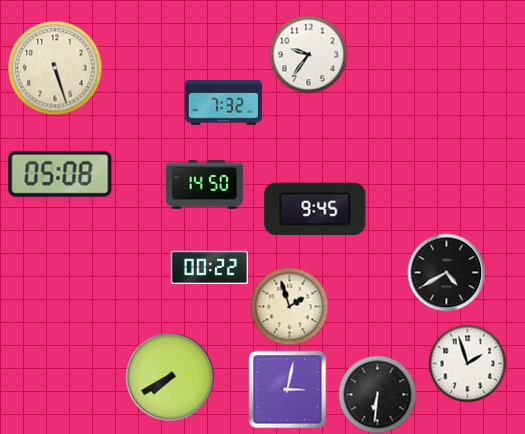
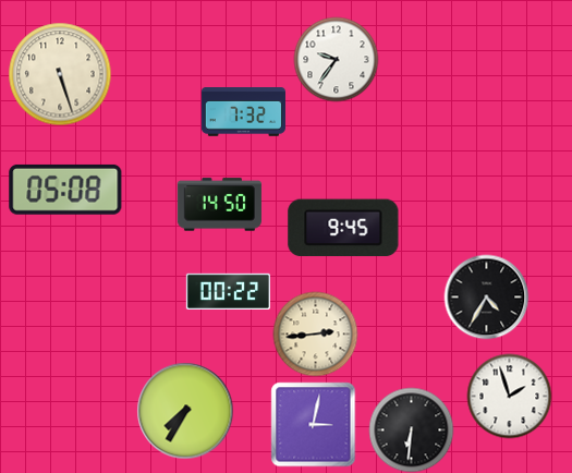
clock at (204, 185) position: (204, 185) -> (219, 205)
clock at (446, 272): 4:40 -> 4:35
clock at (289, 306): 1:57 -> 2:44
clock at (170, 377): 7:40 -> 7:35
